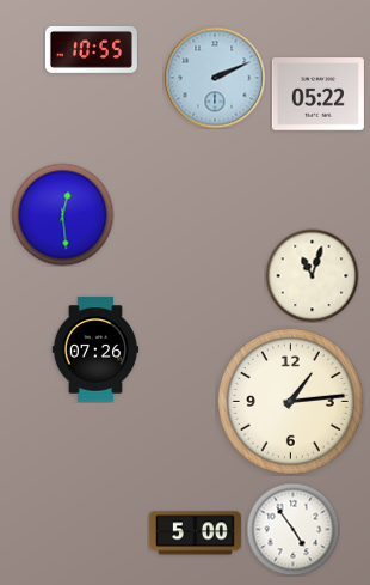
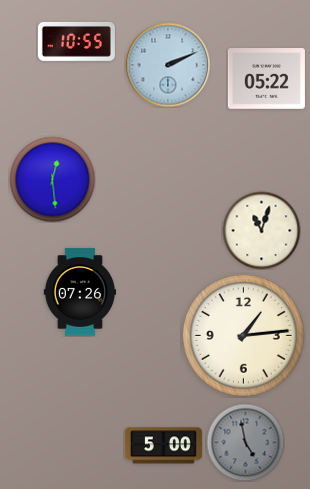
clock at (215, 78) position: (215, 78) -> (168, 65)
clock at (292, 529): 4:54 -> 4:58
clock at (292, 529) dial: white -> grey
